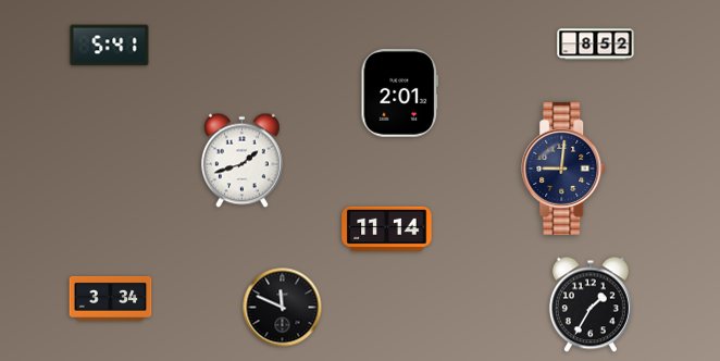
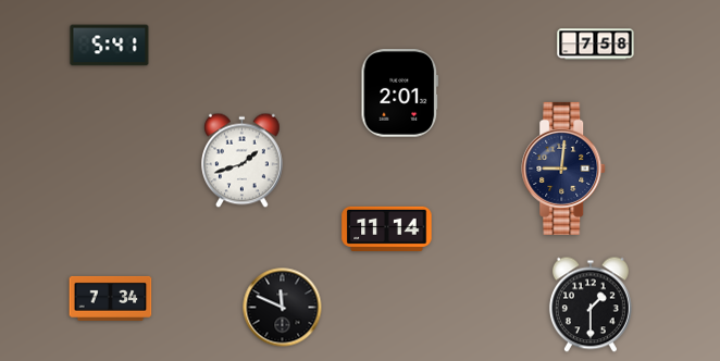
clock at (596, 45): 8:52 -> 7:58
clock at (111, 298): 3:34 -> 7:34
clock at (591, 304): 1:35 -> 1:30
